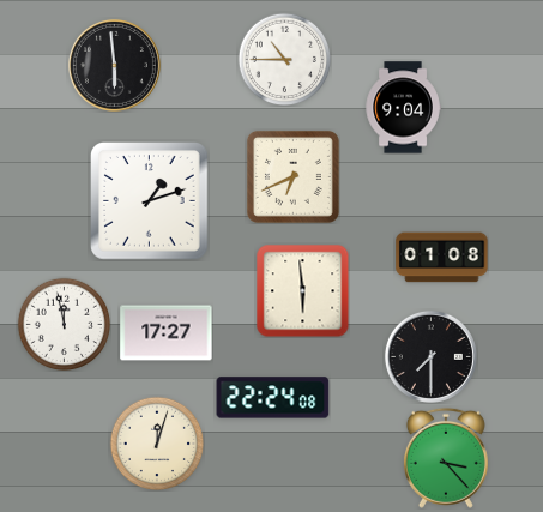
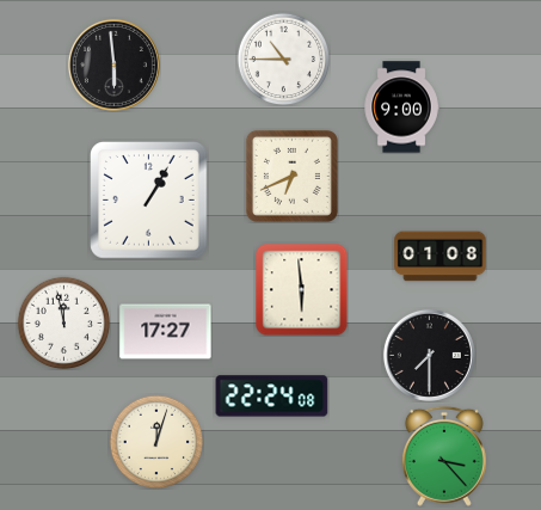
clock at (403, 108): 9:04 -> 9:00
clock at (150, 201): 1:12 -> 1:05
